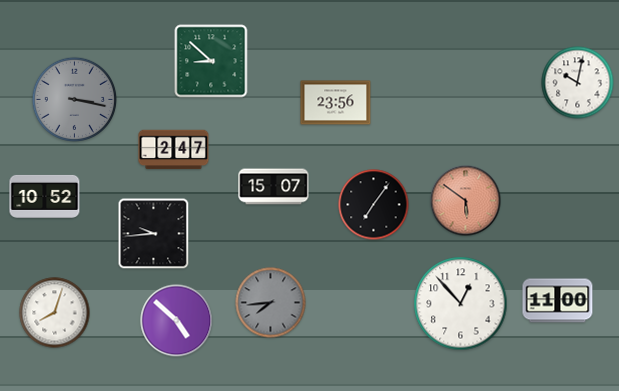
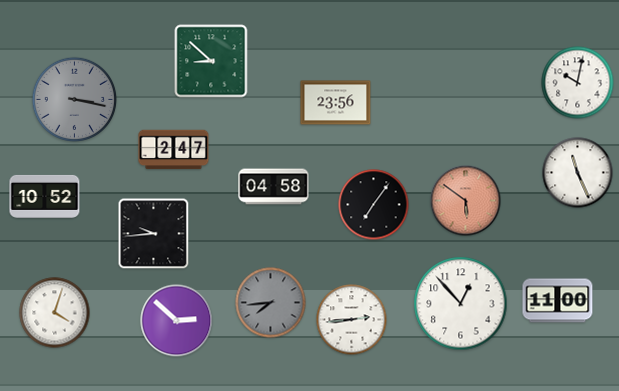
clock at (578, 173): none -> 11:26
clock at (274, 187): 15:07 -> 04:58
clock at (55, 313): 8:03 -> 4:03
clock at (352, 320): none -> 2:44
clock at (177, 321): 4:52 -> 2:52
